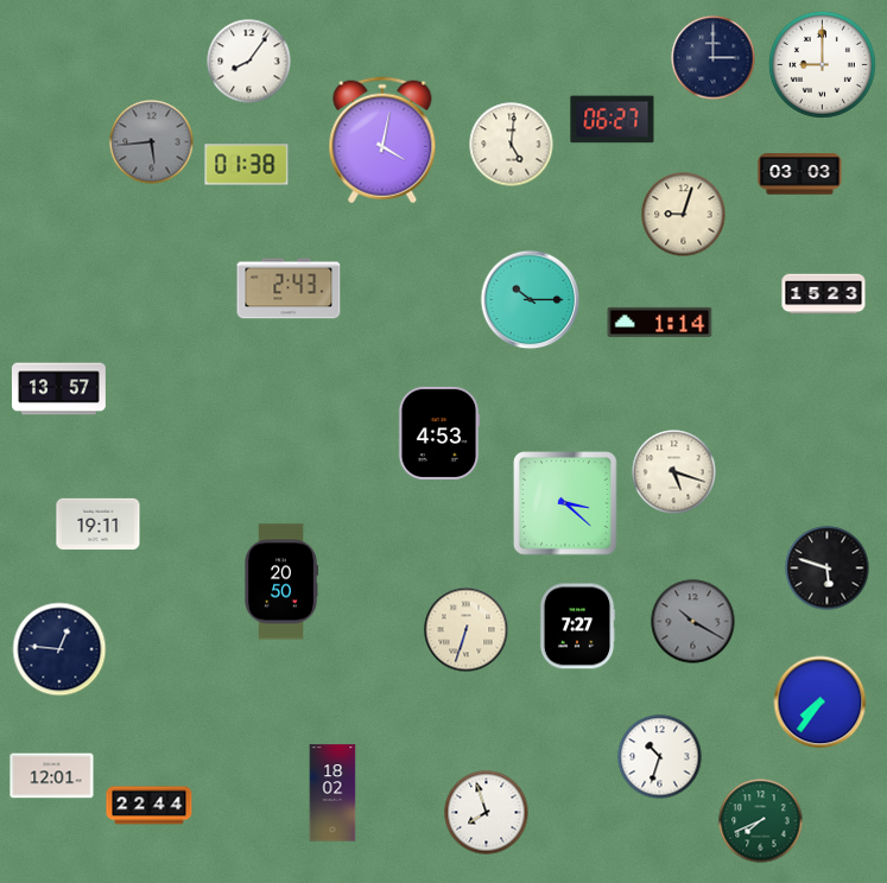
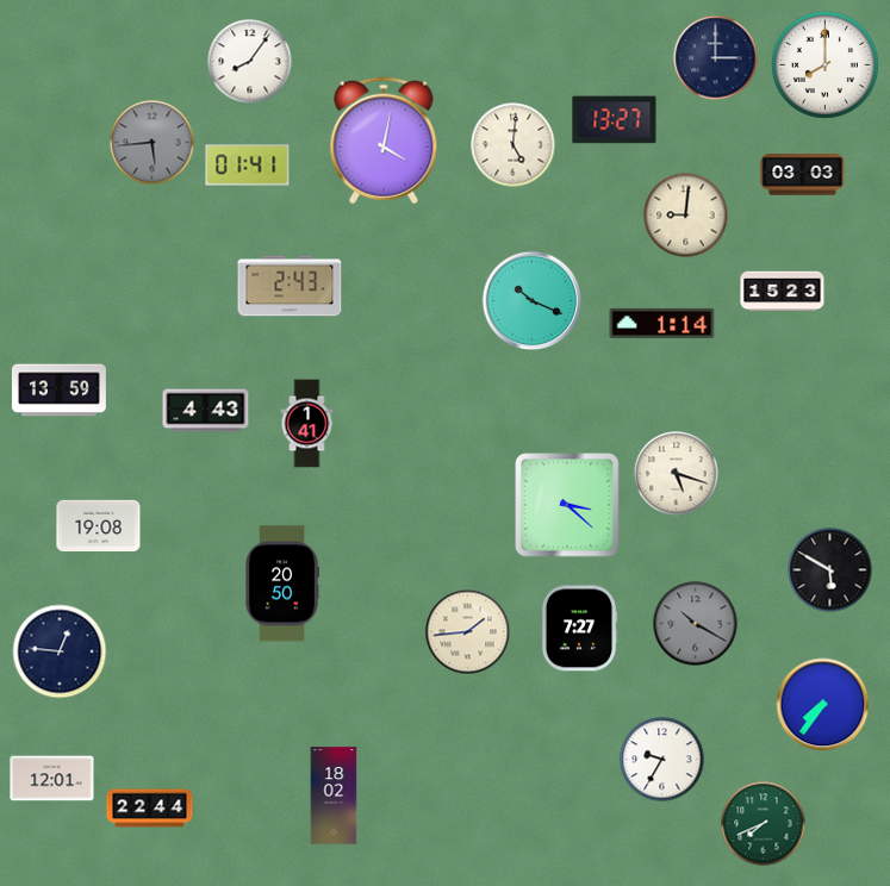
clock at (822, 64): 9:00 -> 8:00
clock at (613, 120): 06:27 -> 13:27
clock at (247, 165): 01:38 -> 01:41
clock at (684, 215): 9:03 -> 9:01
clock at (289, 288) position: (289, 288) -> (290, 286)
clock at (824, 294) position: (824, 294) -> (783, 292)
clock at (531, 300): 10:15 -> 10:19
clock at (58, 389): 13:57 -> 13:59
clock at (206, 411): none -> 4:43
clock at (307, 424): none -> 1:41
clock at (439, 433): 4:53 -> none
clock at (99, 525): 19:11 -> 19:08
clock at (828, 568): 5:48 -> 5:50
clock at (467, 630): 6:33 -> 1:44
clock at (660, 757): 10:33 -> 9:35
clock at (487, 813): 7:57 -> none
